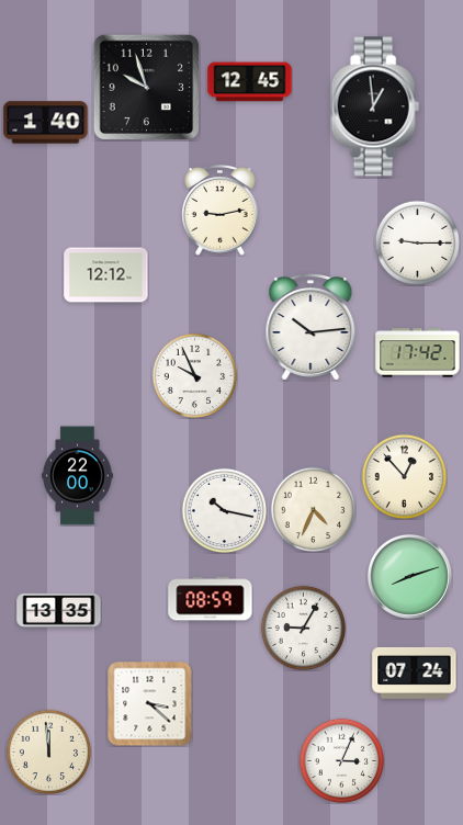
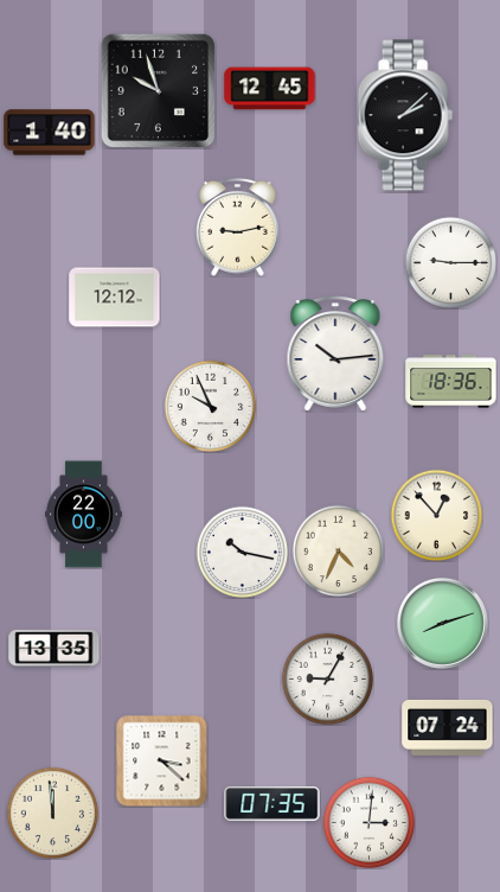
clock at (146, 87) position: (146, 87) -> (158, 90)
clock at (375, 106): 12:59 -> 2:08
clock at (418, 353): 17:42 -> 18:36
clock at (211, 599): 08:59 -> none
clock at (59, 610) position: (59, 610) -> (55, 648)
clock at (273, 804): none -> 07:35
clock at (341, 760): 3:04 -> 3:01
